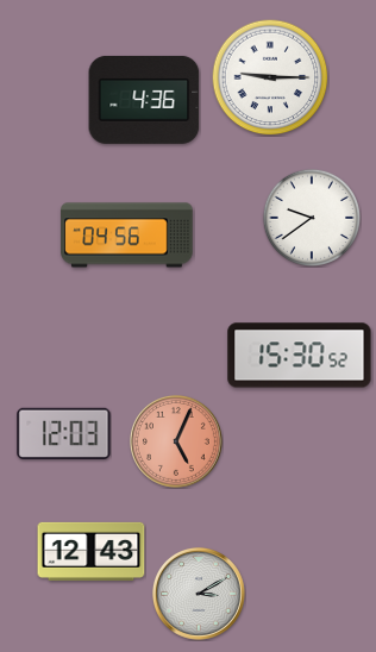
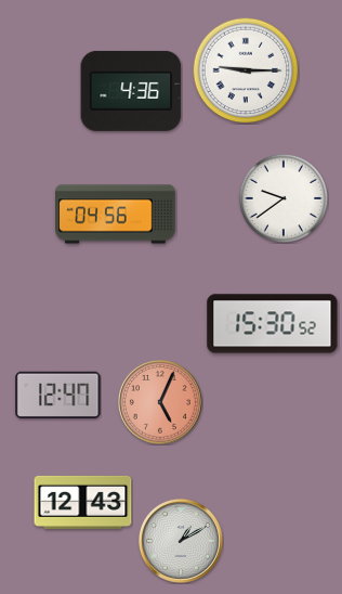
clock at (64, 433): 12:03 -> 12:47
clock at (199, 594): 3:10 -> 1:10
